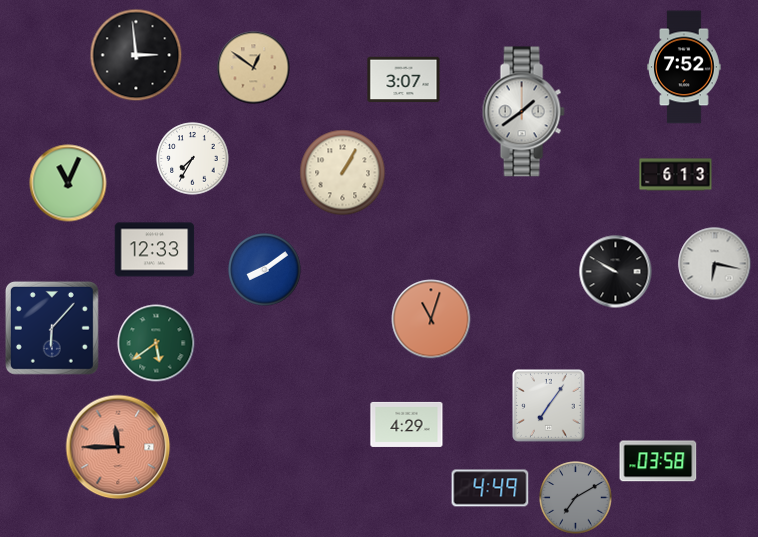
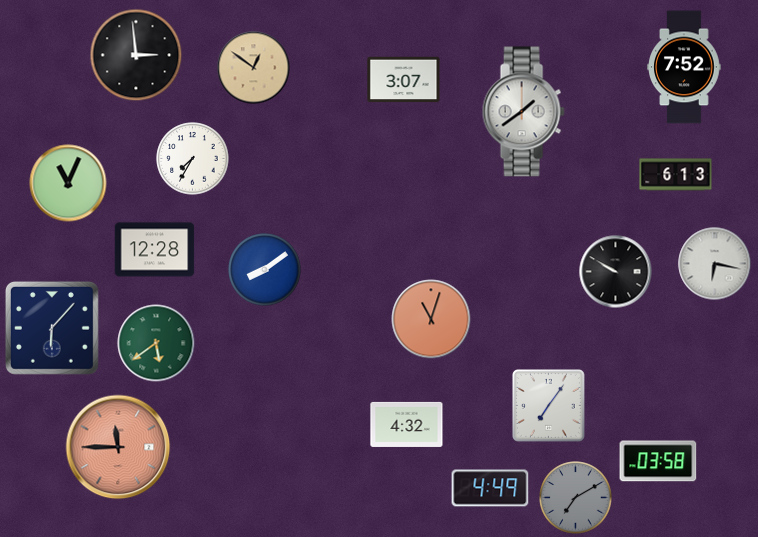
clock at (343, 173): 1:05 -> none
clock at (155, 250): 12:33 -> 12:28
clock at (407, 424): 4:29 -> 4:32
